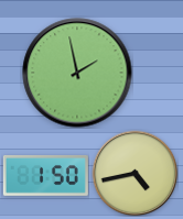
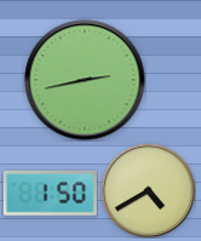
clock at (77, 73): 1:58 -> 2:43
clock at (134, 173): 4:43 -> 4:40
